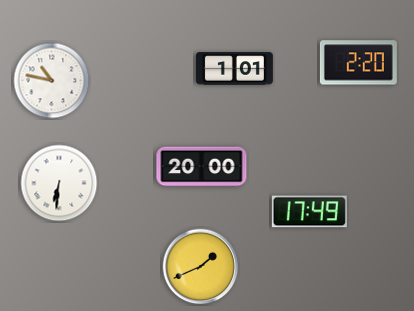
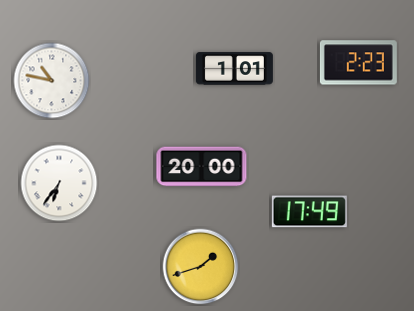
clock at (358, 63): 2:20 -> 2:23
clock at (59, 183): 6:31 -> 6:36
clock at (201, 267): 1:41 -> 1:42
